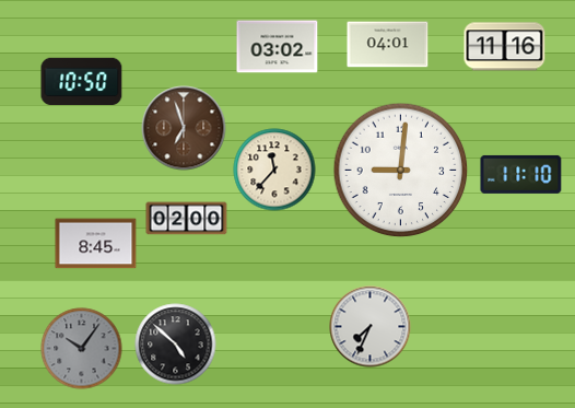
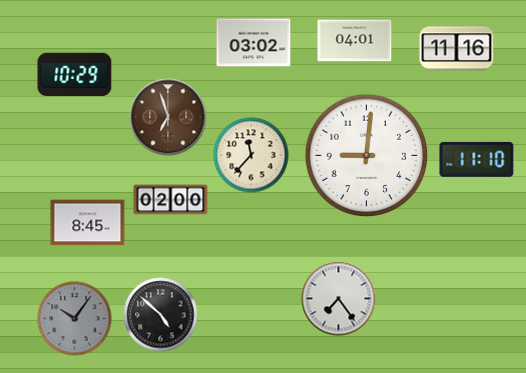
clock at (505, 47) position: (505, 47) -> (457, 49)
clock at (82, 82): 10:50 -> 10:29
clock at (371, 327): 7:34 -> 7:24
